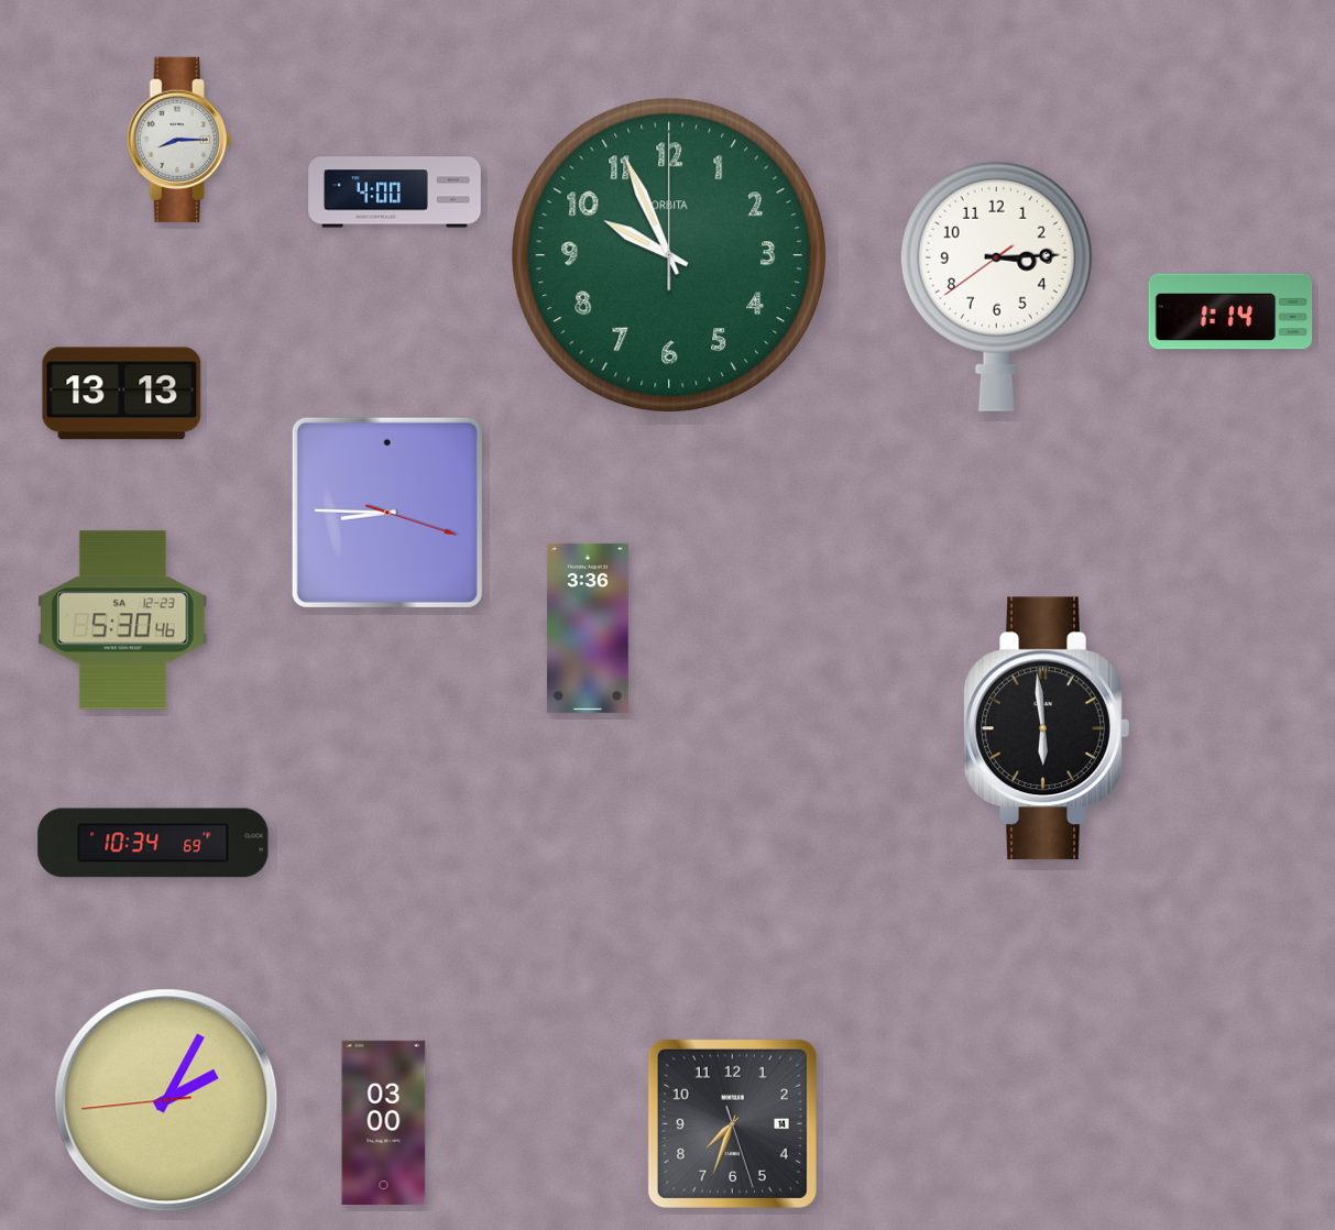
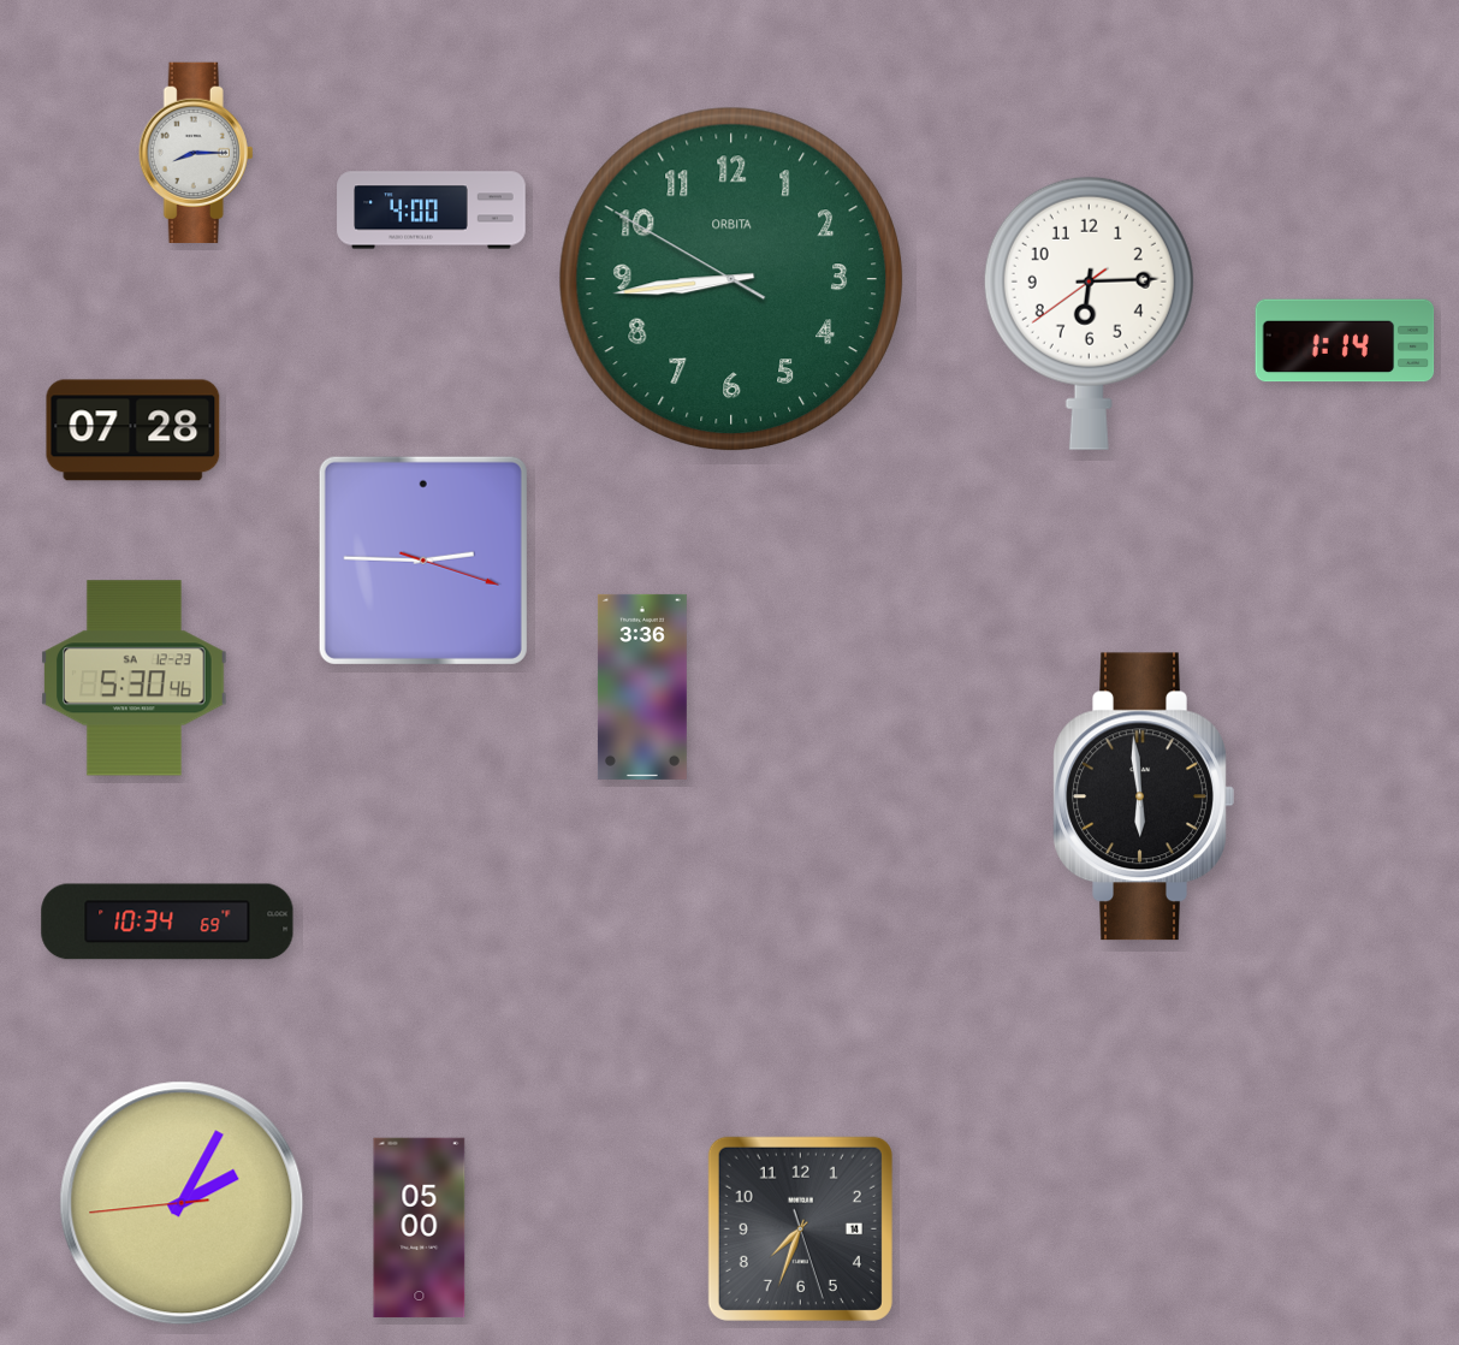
clock at (669, 255): 9:56 -> 8:43
clock at (996, 286): 3:14 -> 6:14
clock at (122, 394): 13:13 -> 07:28
clock at (387, 513): 8:45 -> 2:45
clock at (384, 1123): 03:00 -> 05:00
